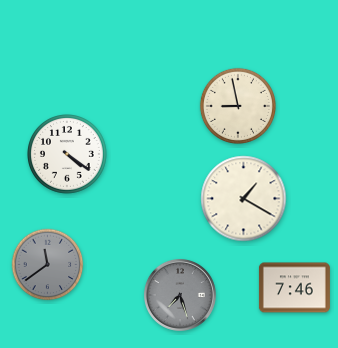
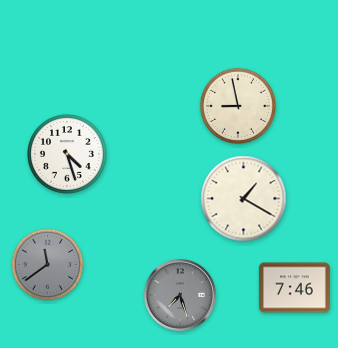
clock at (68, 155): 4:21 -> 4:27
